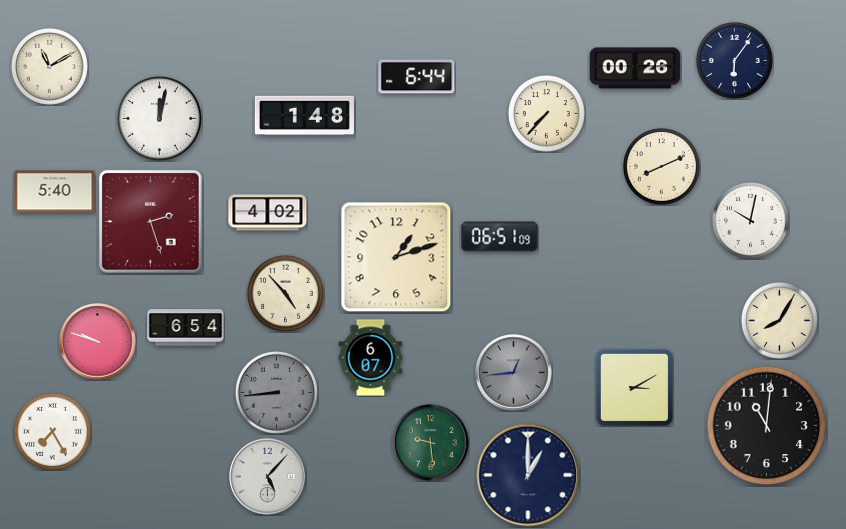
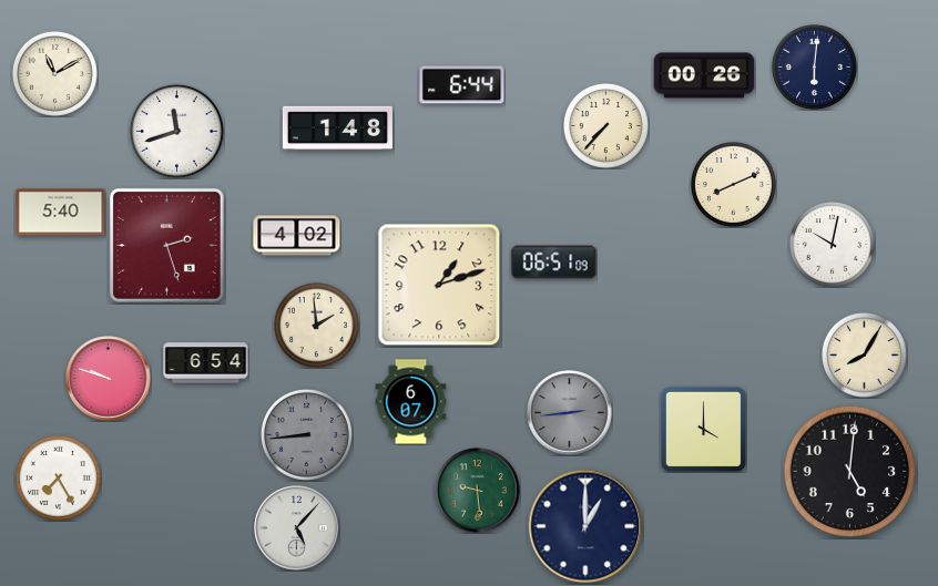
clock at (734, 60): 6:06 -> 6:01
clock at (159, 118): 12:02 -> 11:42
clock at (285, 293): 4:53 -> 1:59
clock at (371, 358) position: (371, 358) -> (411, 402)
clock at (514, 373): 12:44 -> 2:44
clock at (634, 387): 3:10 -> 4:00
clock at (767, 426): 11:01 -> 5:01
